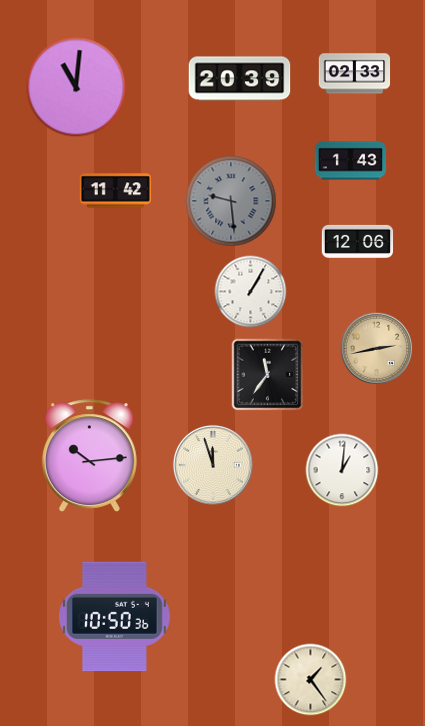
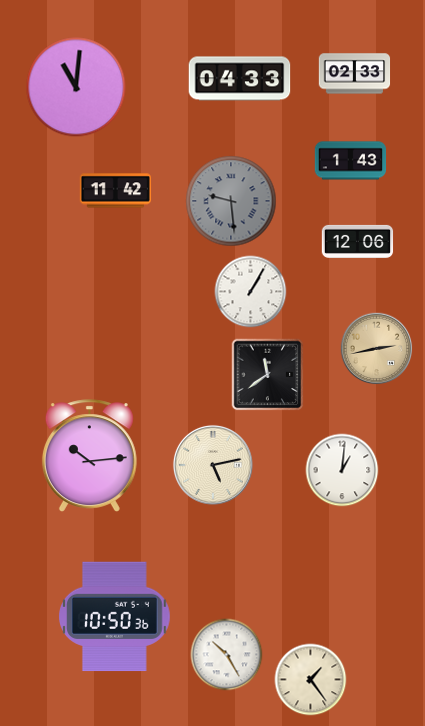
clock at (240, 79): 20:39 -> 04:33
clock at (268, 375): 11:36 -> 11:39
clock at (213, 465): 11:57 -> 5:13
clock at (227, 655): none -> 10:25
